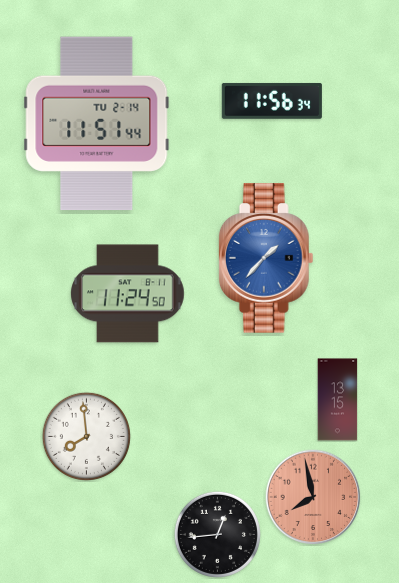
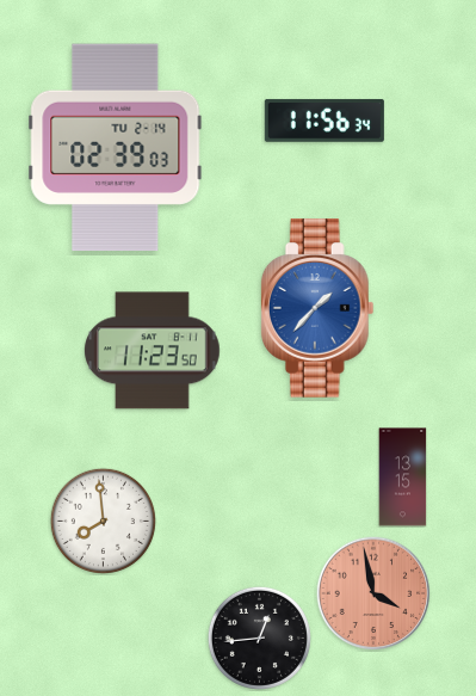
clock at (97, 124): 11:51 -> 02:39
clock at (128, 294): 11:24 -> 11:23
clock at (313, 497): 7:58 -> 3:58
